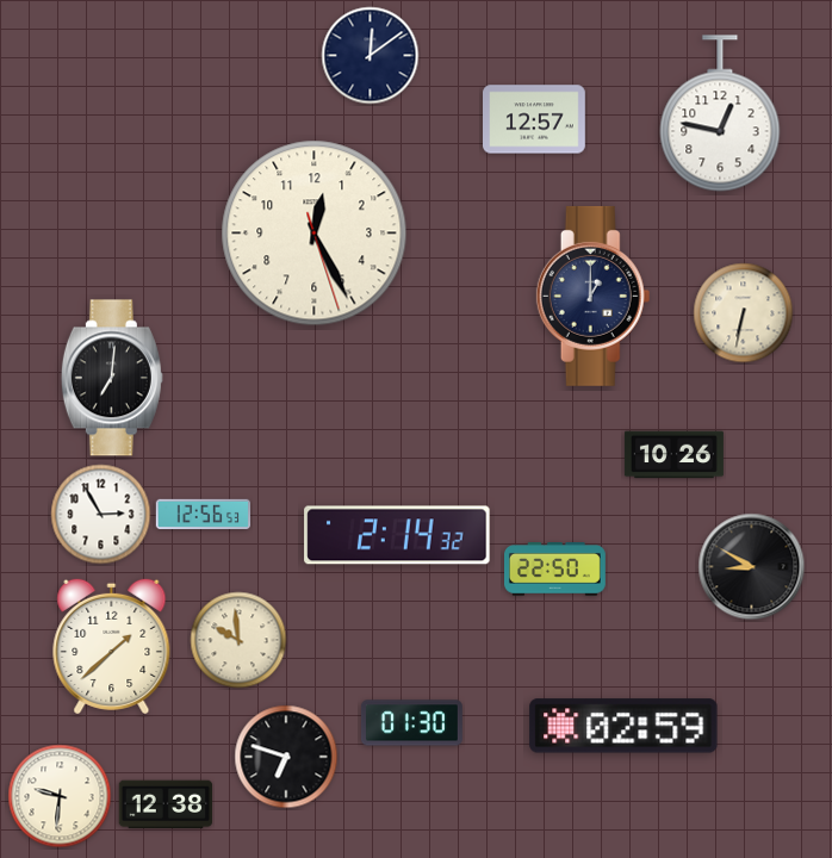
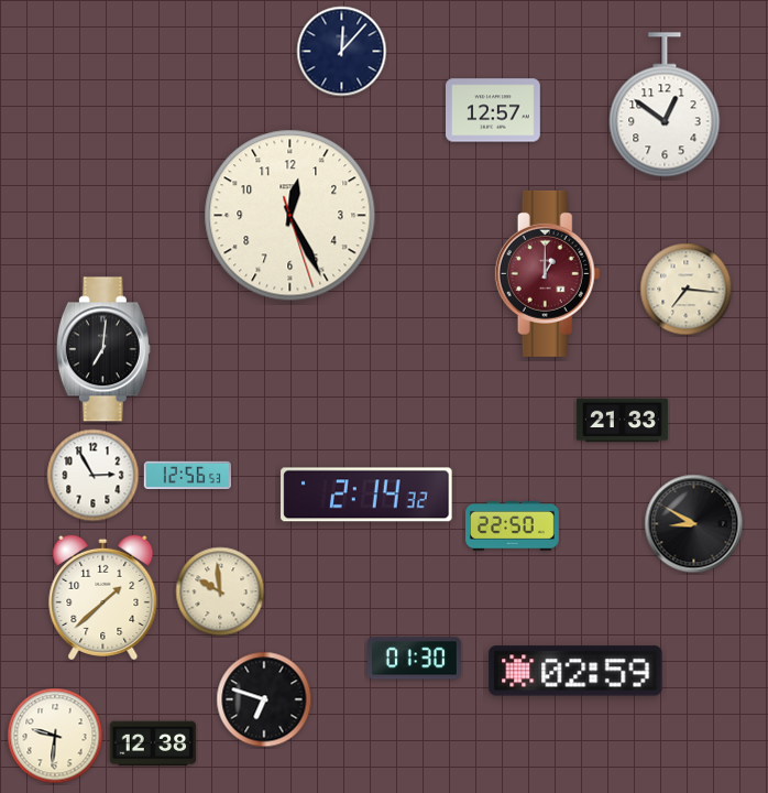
clock at (371, 56): 12:09 -> 12:07
clock at (720, 113): 12:47 -> 12:51
clock at (594, 296) dial: navy -> burgundy
clock at (744, 313): 6:32 -> 7:16
clock at (673, 455): 10:26 -> 21:33
clock at (412, 723) position: (412, 723) -> (415, 659)
